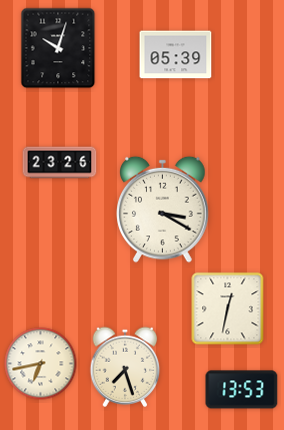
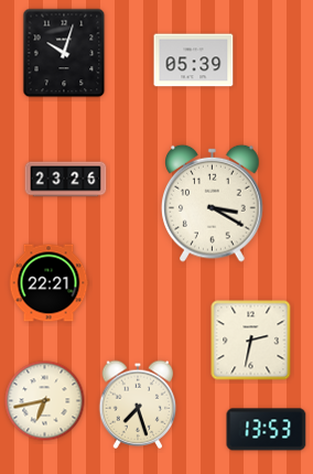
clock at (163, 209) position: (163, 209) -> (213, 203)
clock at (48, 283): none -> 22:21
clock at (228, 309): 12:32 -> 2:32
